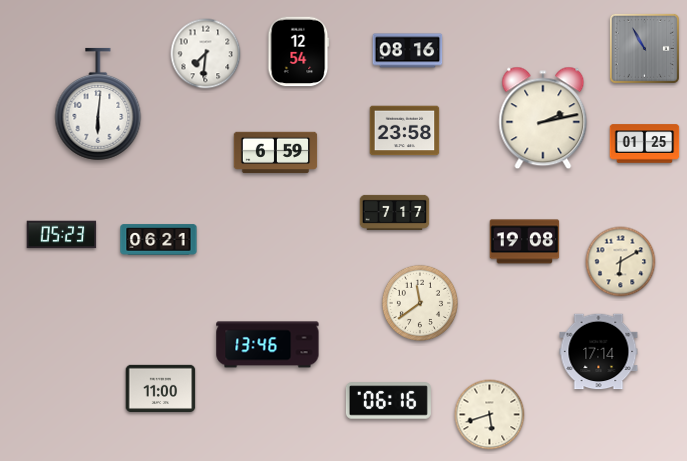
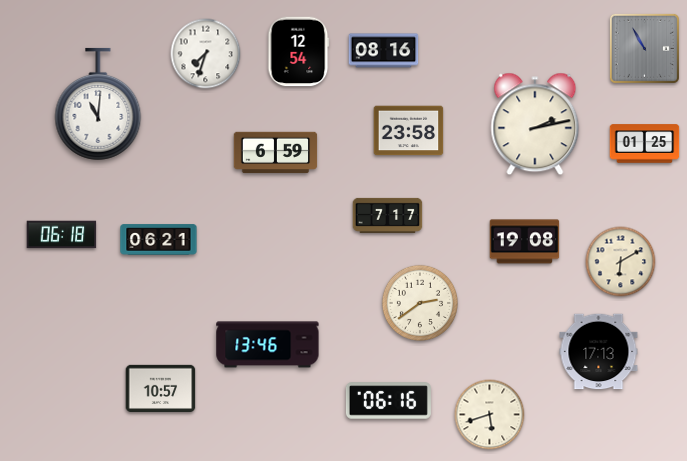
clock at (408, 51) position: (408, 51) -> (384, 51)
clock at (206, 54): 7:31 -> 7:33
clock at (98, 104): 6:01 -> 11:01
clock at (543, 118) position: (543, 118) -> (535, 124)
clock at (405, 131) position: (405, 131) -> (409, 131)
clock at (395, 212) position: (395, 212) -> (388, 215)
clock at (62, 235): 05:23 -> 06:18
clock at (419, 302): 11:39 -> 2:39
clock at (599, 352): 17:14 -> 17:13
clock at (161, 388): 11:00 -> 10:57
